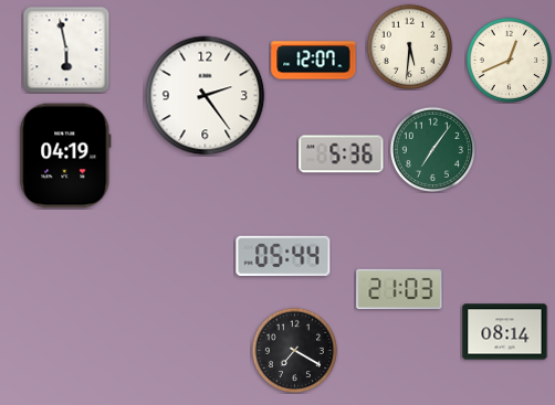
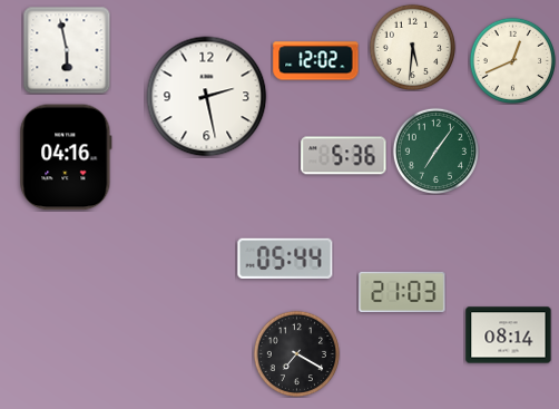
clock at (314, 61): 12:07 -> 12:02
clock at (206, 96): 2:24 -> 2:28
clock at (65, 156): 04:19 -> 04:16
